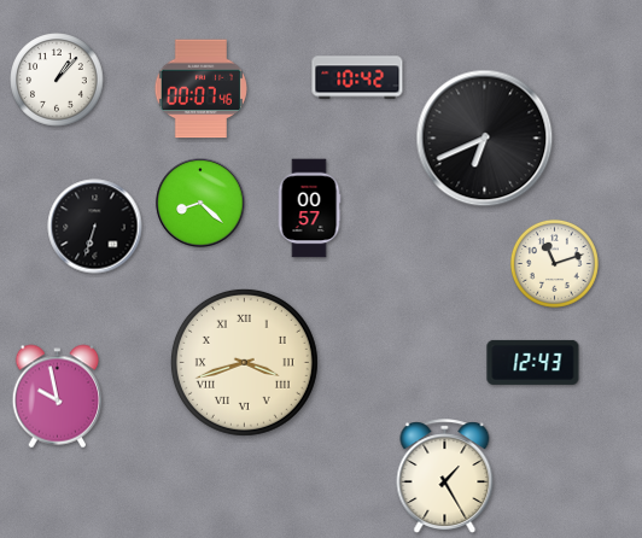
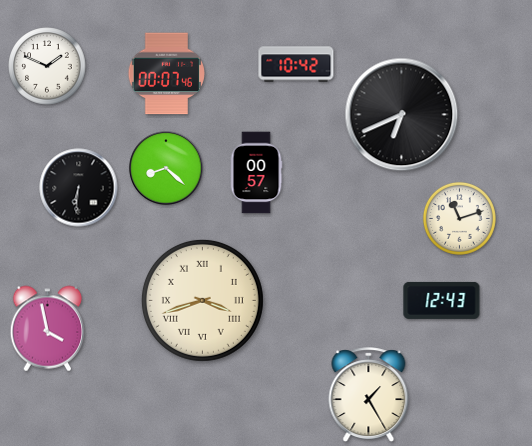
clock at (57, 80): 1:07 -> 1:49
clock at (95, 227): 6:33 -> 6:31
clock at (58, 397): 9:58 -> 3:58
